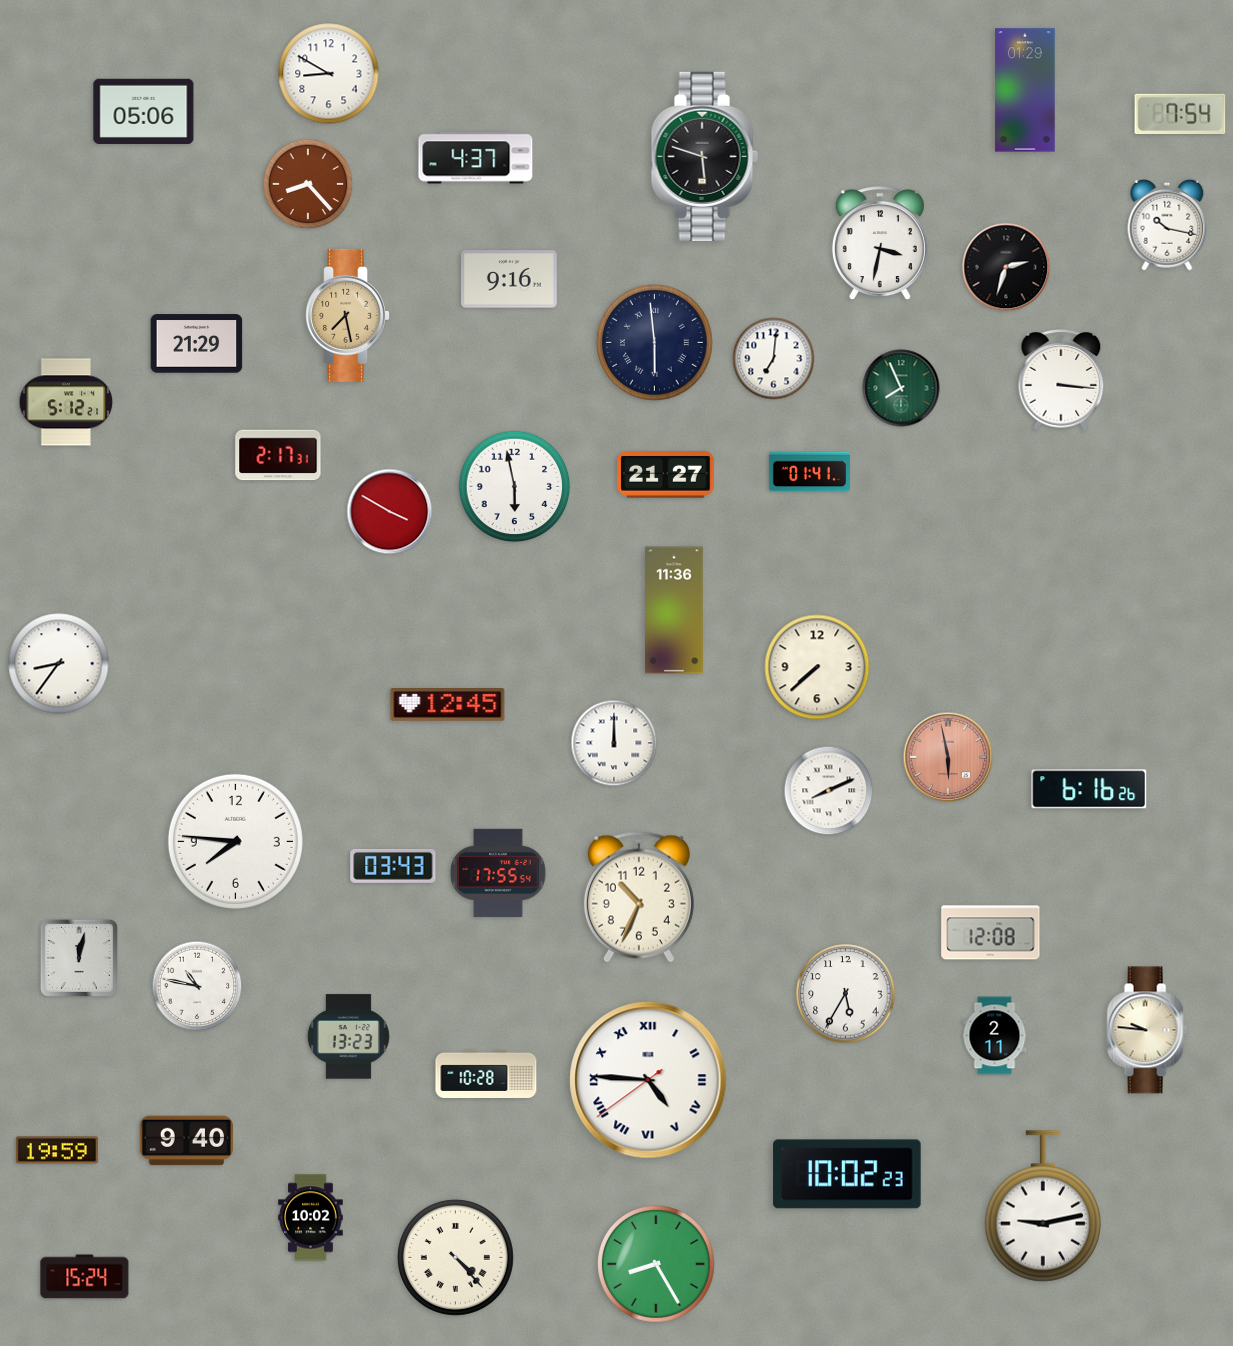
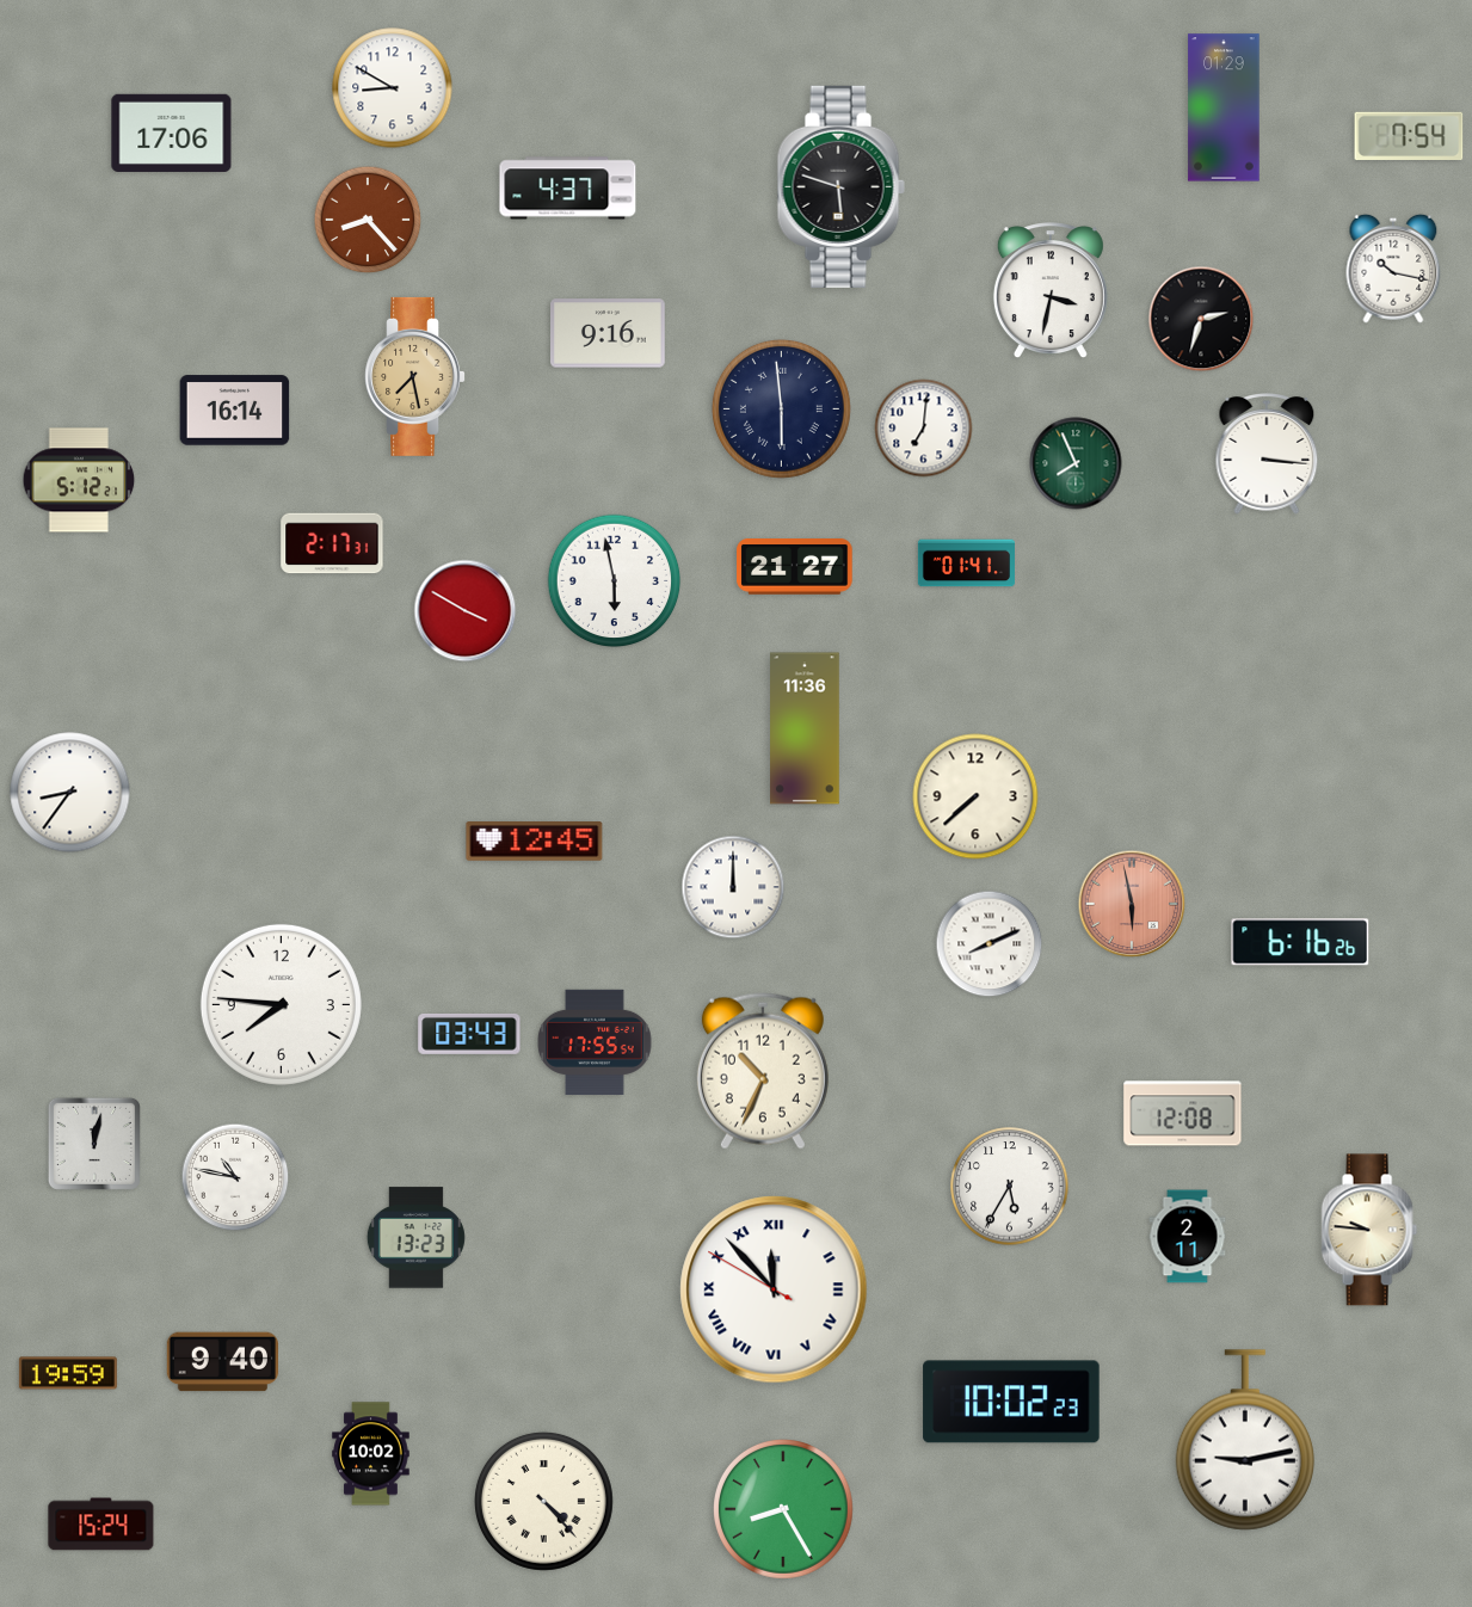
clock at (144, 111): 05:06 -> 17:06
clock at (197, 344): 21:29 -> 16:14
clock at (486, 1074): 10:28 -> none
clock at (648, 1080): 4:45 -> 11:52
